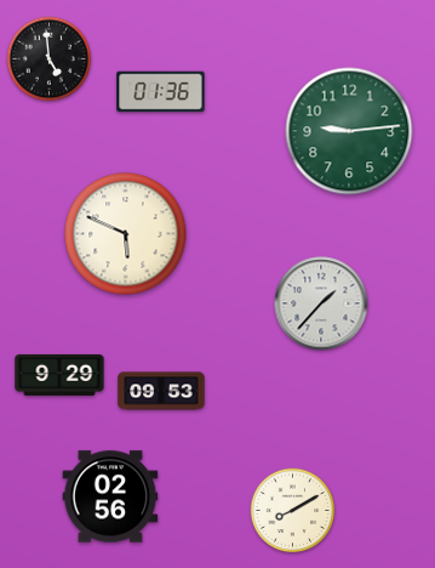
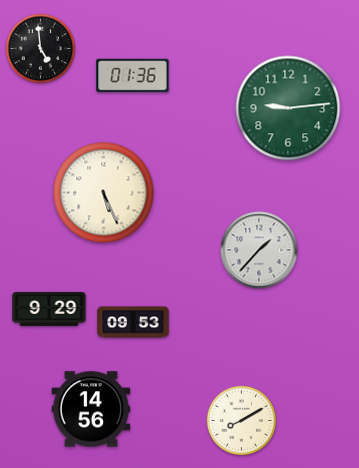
clock at (126, 234): 5:49 -> 5:26
clock at (321, 303) position: (321, 303) -> (259, 250)
clock at (110, 496): 02:56 -> 14:56
